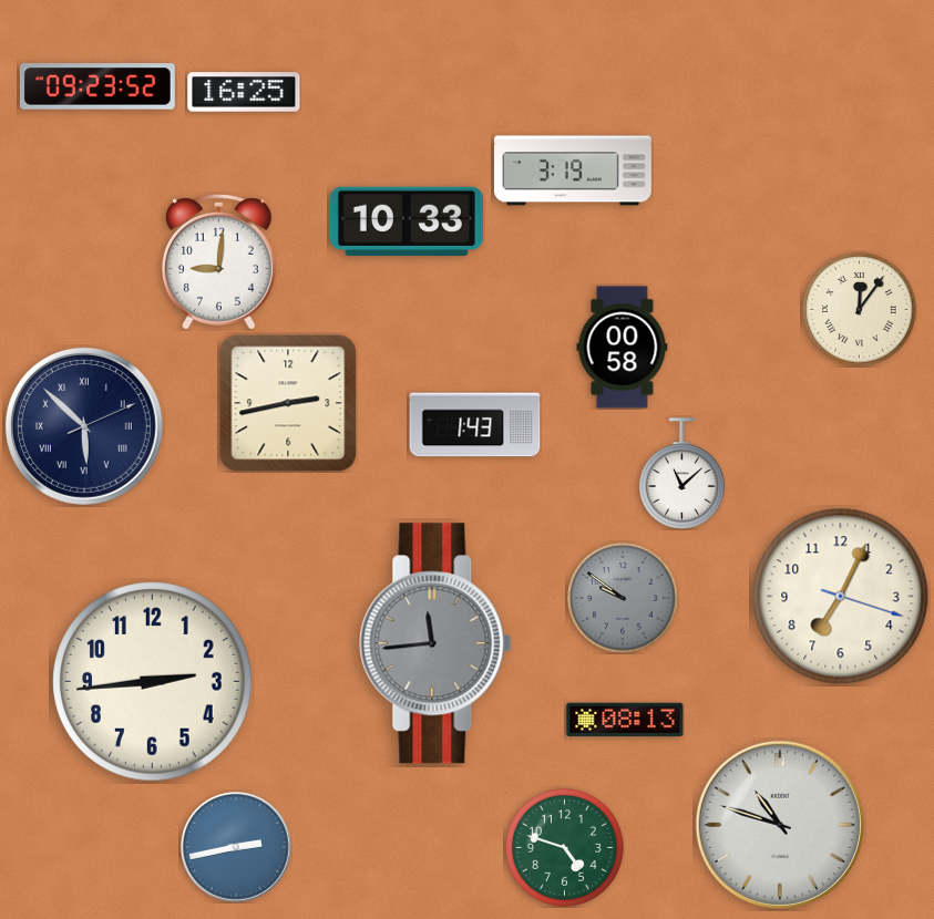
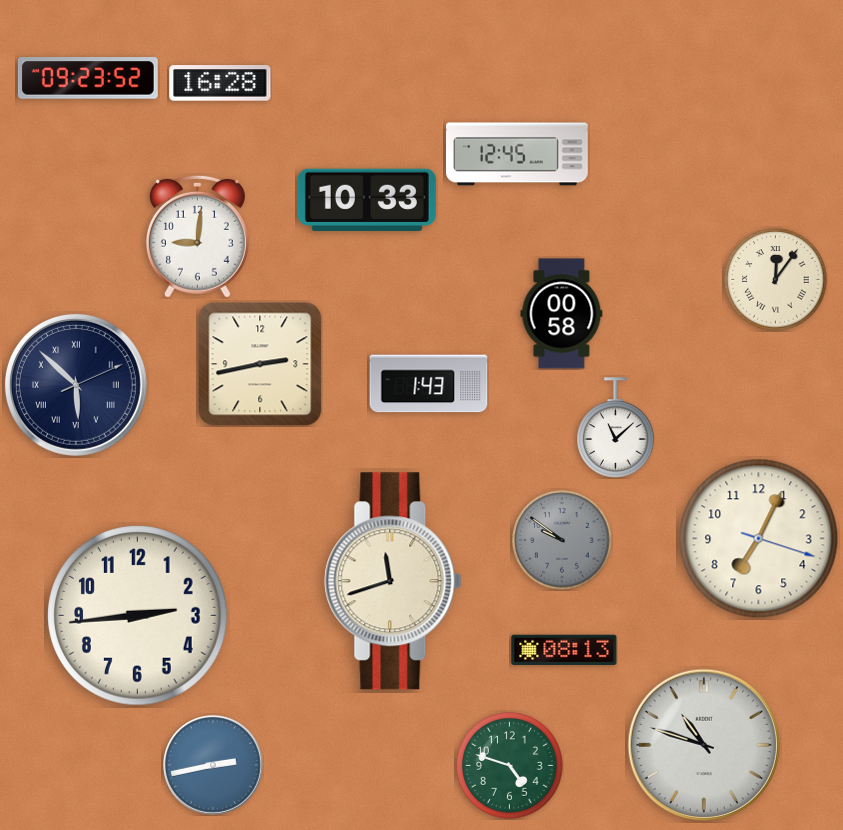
clock at (244, 92): 16:25 -> 16:28
clock at (574, 171): 3:19 -> 12:45
clock at (435, 643): 11:44 -> 11:42
clock at (435, 643) dial: grey -> cream
